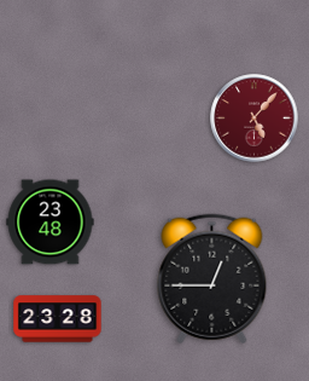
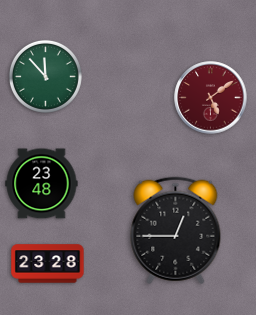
clock at (45, 76): none -> 11:53
clock at (255, 119): 5:07 -> 5:09
